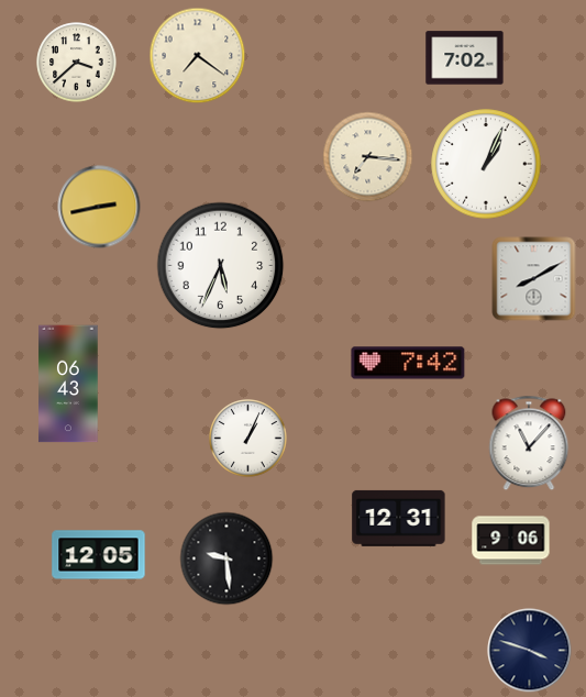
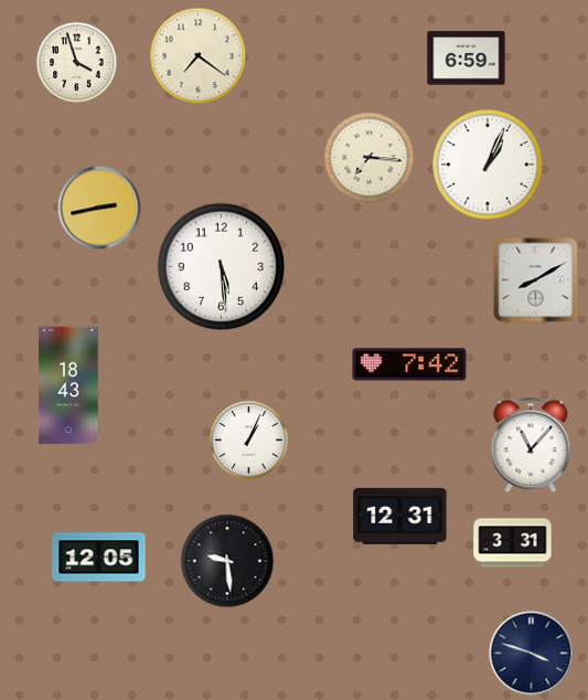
clock at (465, 58): 7:02 -> 6:59
clock at (77, 63): 3:38 -> 3:57
clock at (221, 266): 5:34 -> 5:29
clock at (68, 384): 06:43 -> 18:43
clock at (399, 518) position: (399, 518) -> (400, 516)
clock at (511, 541): 9:06 -> 3:31
